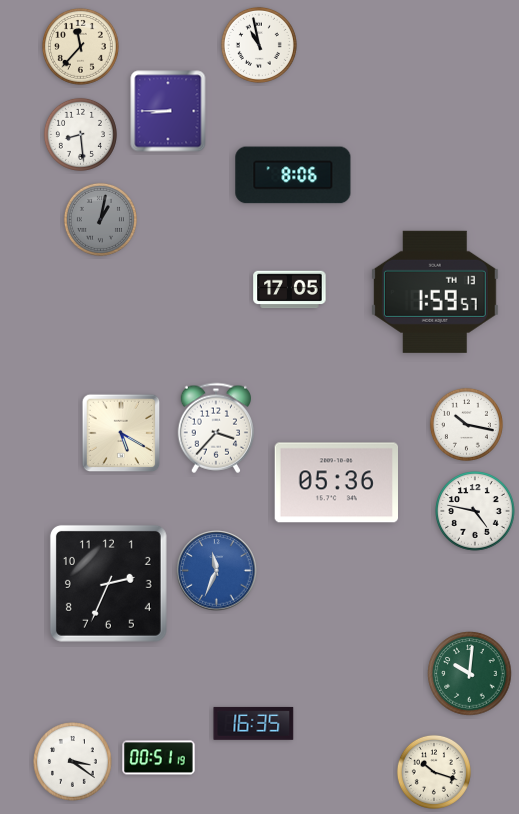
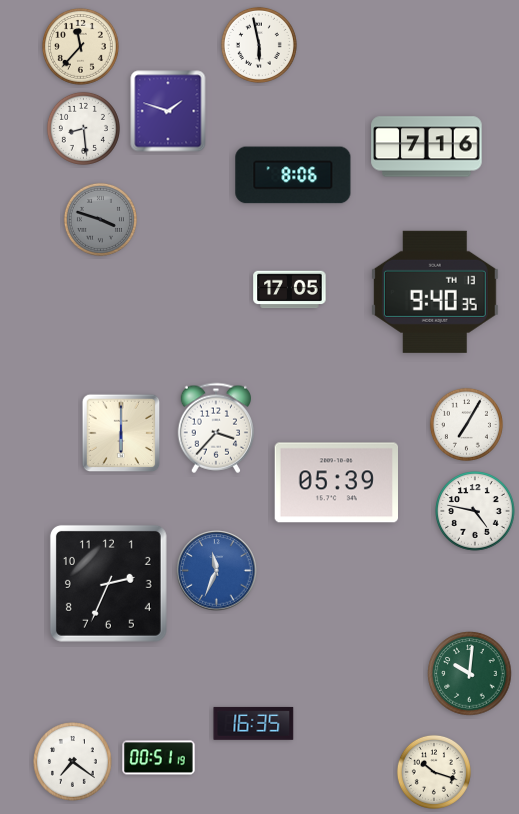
clock at (259, 45): 10:58 -> 5:58
clock at (168, 111): 8:45 -> 1:48
clock at (80, 134) position: (80, 134) -> (83, 128)
clock at (427, 147): none -> 7:16
clock at (100, 219): 1:02 -> 3:48
clock at (435, 292): 1:59 -> 9:40
clock at (466, 424): 10:17 -> 7:05
clock at (121, 433): 5:20 -> 6:00
clock at (336, 483): 05:36 -> 05:39
clock at (73, 762): 3:21 -> 7:21
